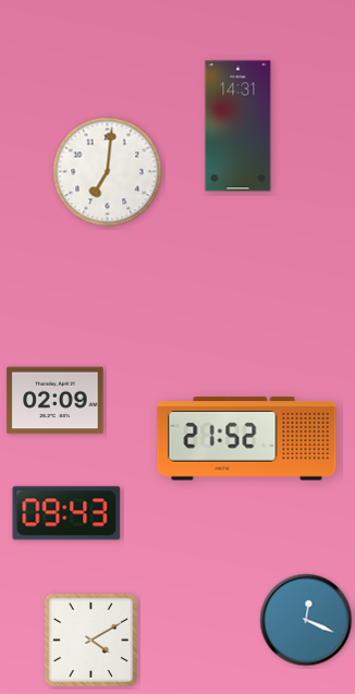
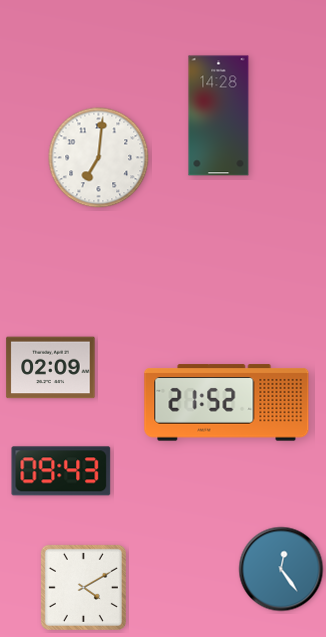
clock at (238, 126): 14:31 -> 14:28
clock at (306, 620): 12:19 -> 12:24
